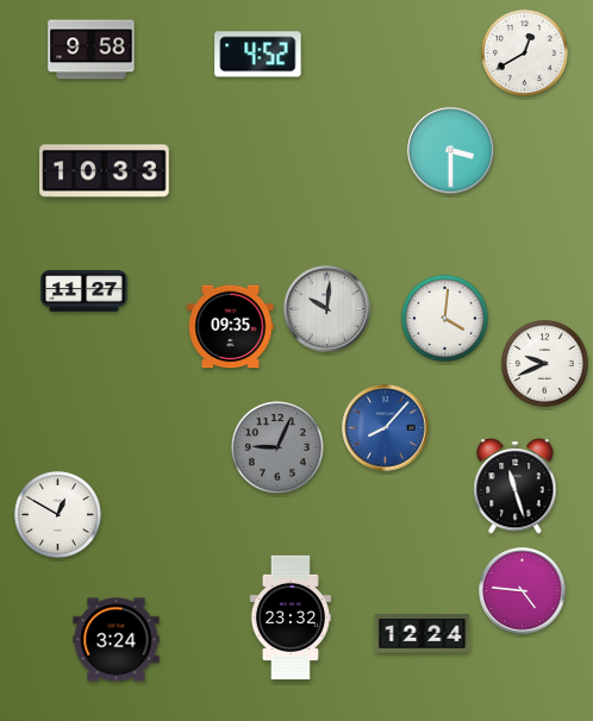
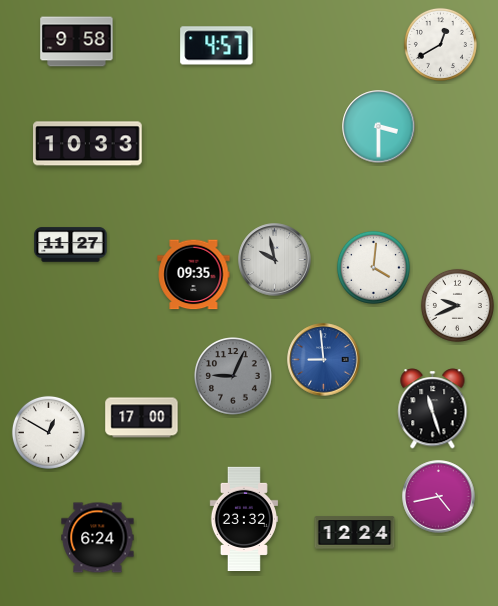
clock at (258, 55): 4:52 -> 4:57
clock at (327, 309): 10:01 -> 9:58
clock at (386, 428): 8:07 -> 8:59
clock at (142, 418): none -> 17:00
clock at (523, 591): 4:46 -> 4:43
clock at (117, 640): 3:24 -> 6:24
